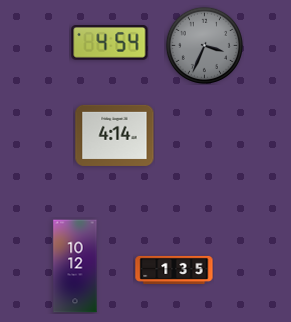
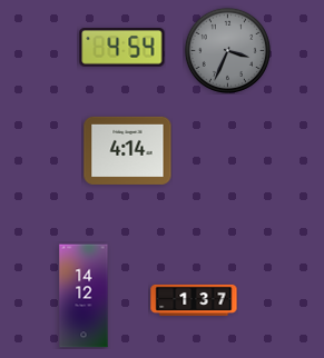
clock at (75, 266): 10:12 -> 14:12
clock at (174, 270): 1:35 -> 1:37
